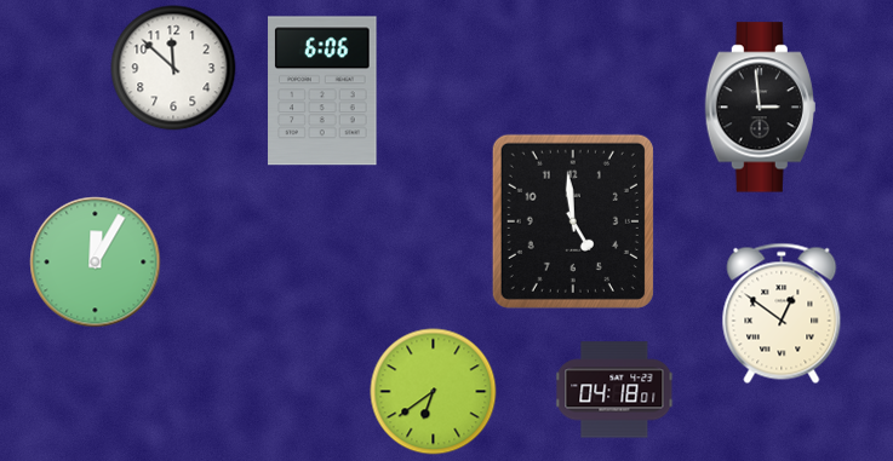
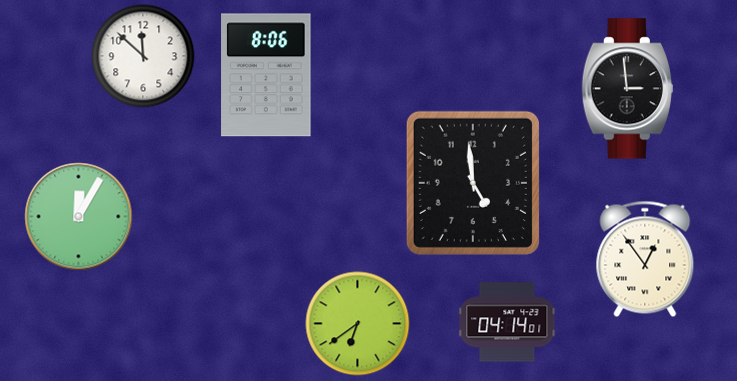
clock at (322, 91): 6:06 -> 8:06
clock at (782, 313): 12:51 -> 12:54
clock at (614, 390): 04:18 -> 04:14
